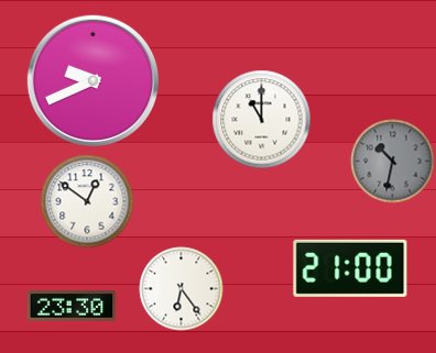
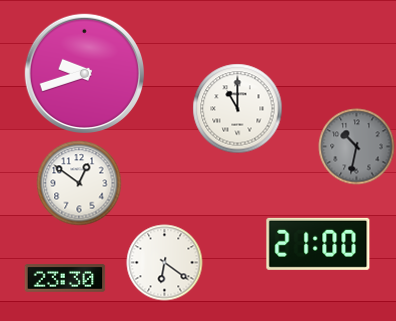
clock at (92, 80): 9:41 -> 9:42
clock at (182, 289): 6:24 -> 6:21
